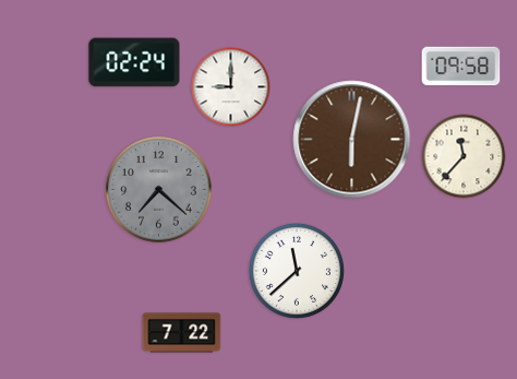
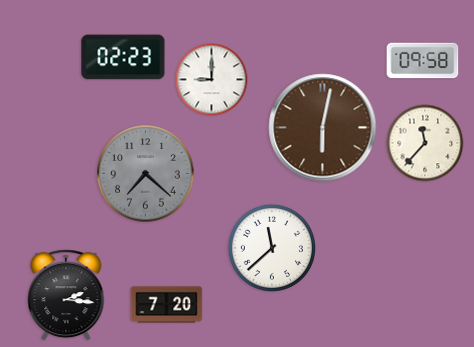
clock at (134, 62): 02:24 -> 02:23
clock at (66, 295): none -> 2:16
clock at (182, 333): 7:22 -> 7:20
